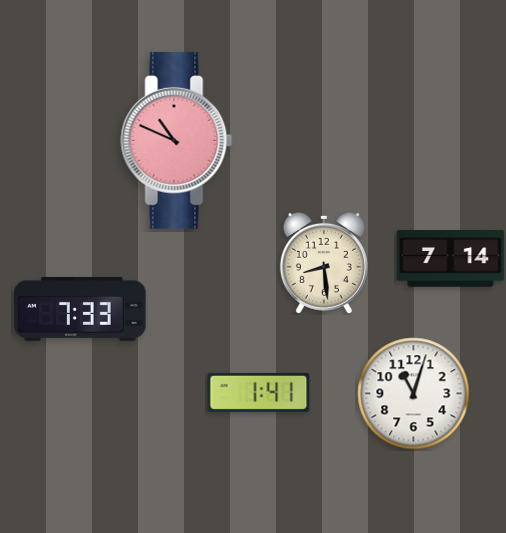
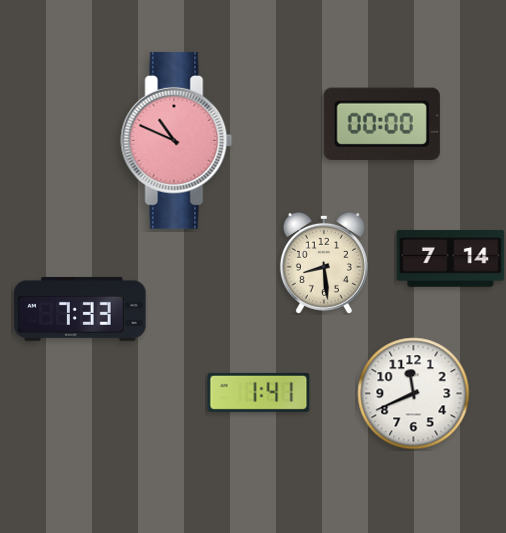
clock at (382, 124): none -> 00:00
clock at (414, 394): 11:03 -> 11:41
